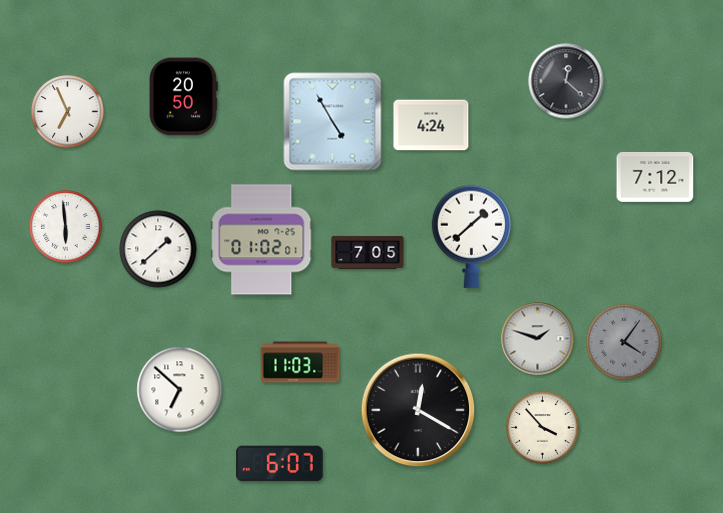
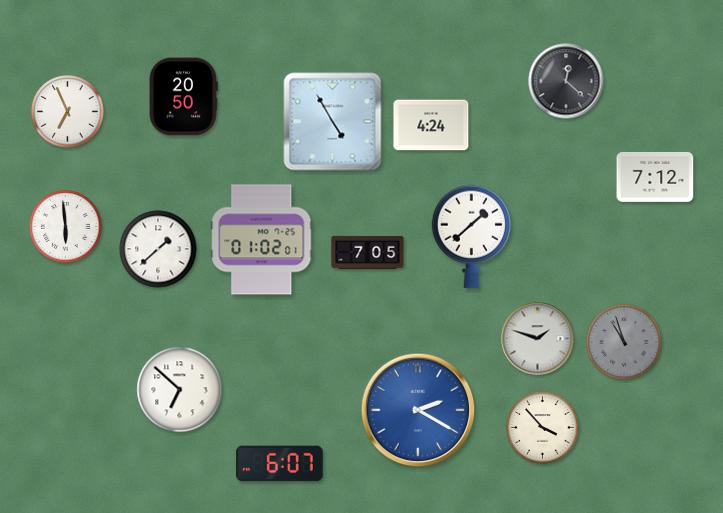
clock at (624, 342): 4:06 -> 10:57
clock at (300, 362): 11:03 -> none
clock at (418, 410): 12:20 -> 2:20
clock at (418, 410) dial: black -> blue
